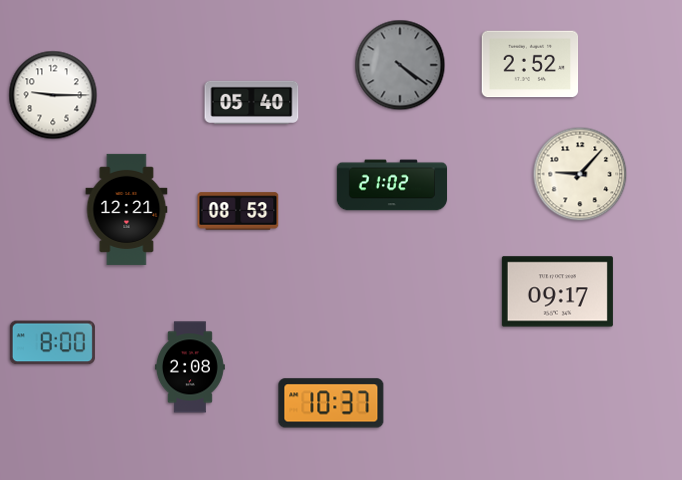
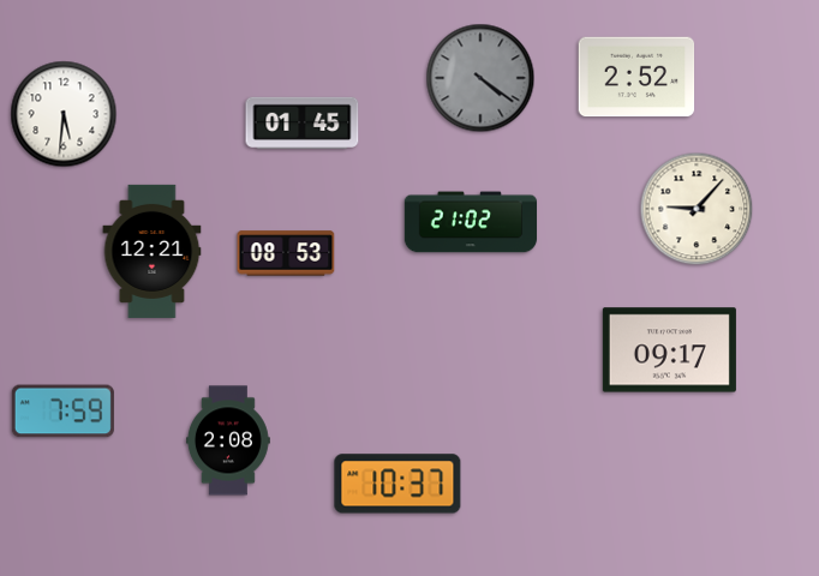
clock at (53, 95): 9:15 -> 5:31
clock at (252, 102): 05:40 -> 01:45
clock at (52, 343): 8:00 -> 7:59
